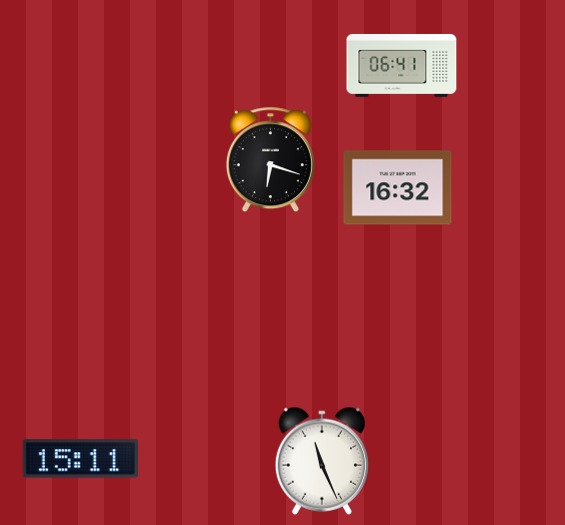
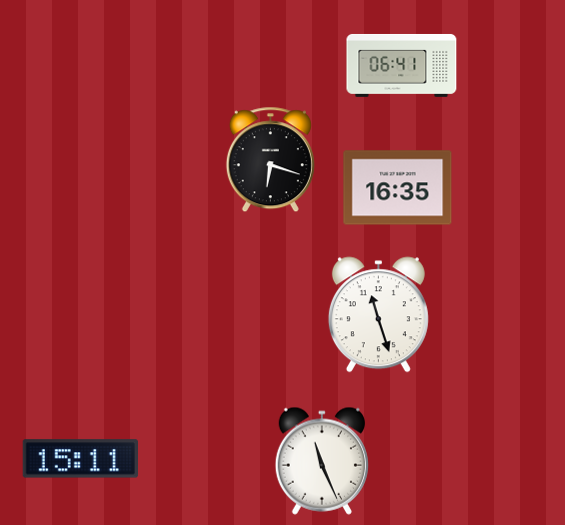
clock at (398, 188): 16:32 -> 16:35
clock at (378, 315): none -> 11:27
